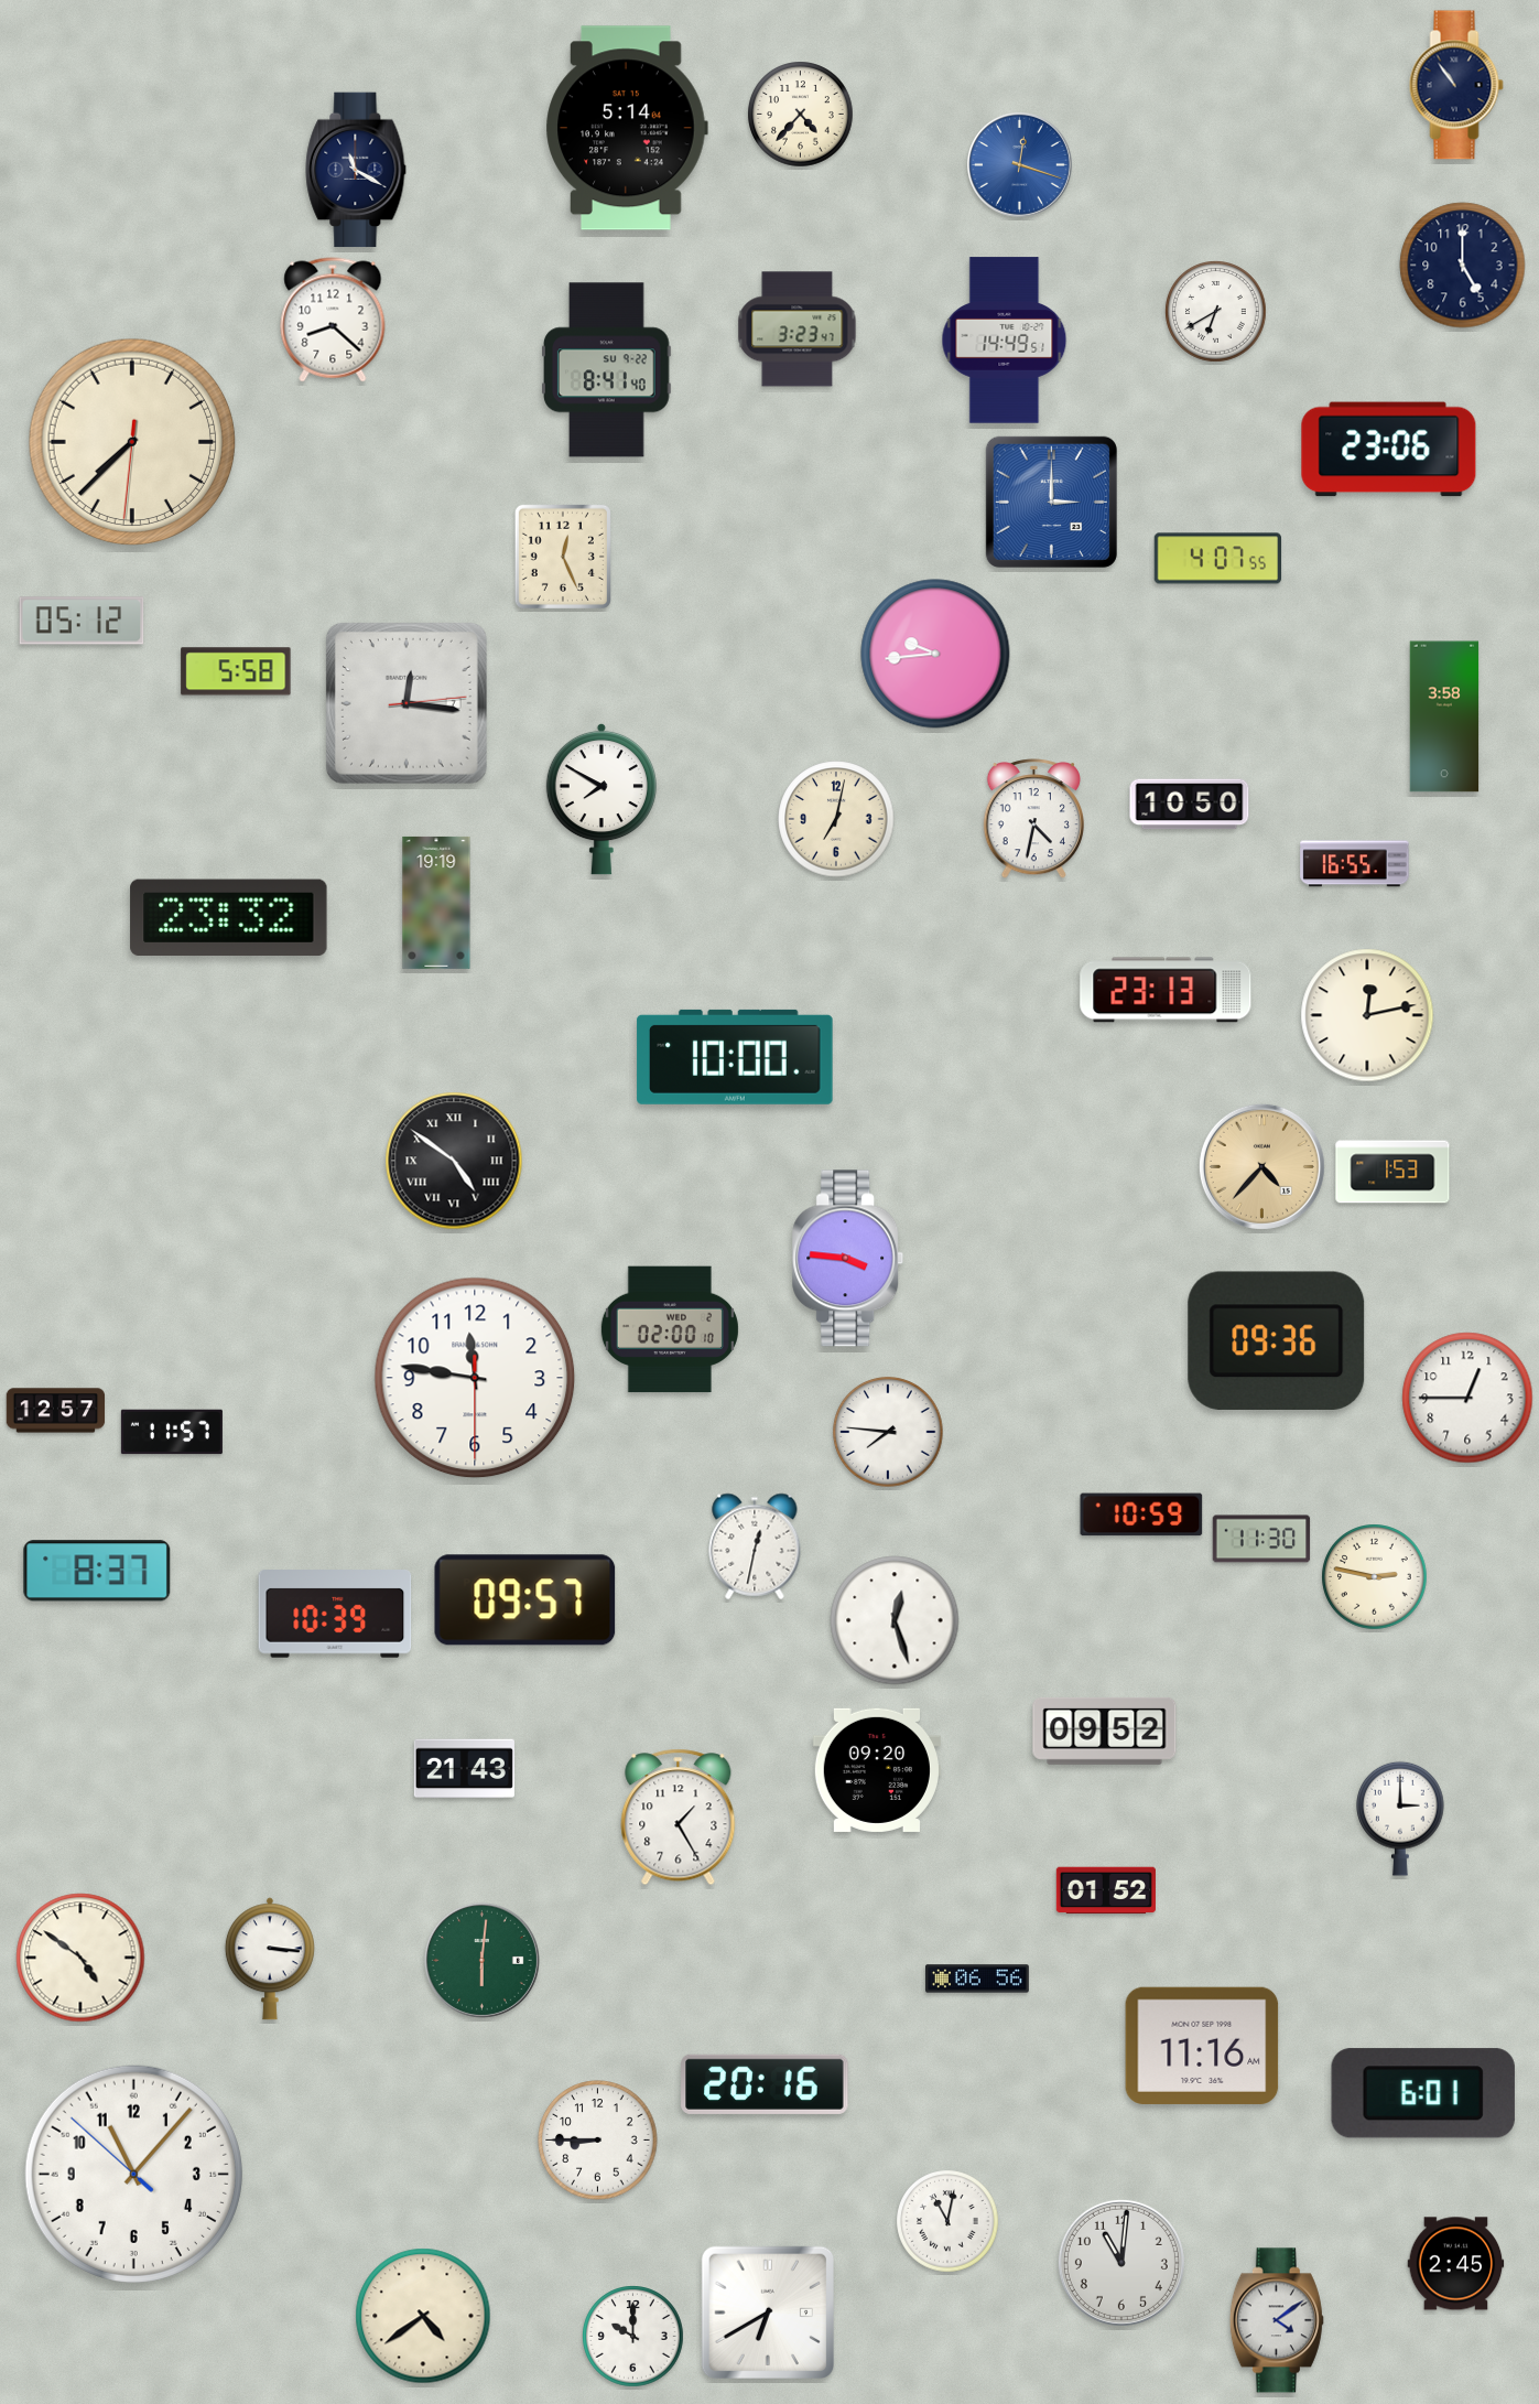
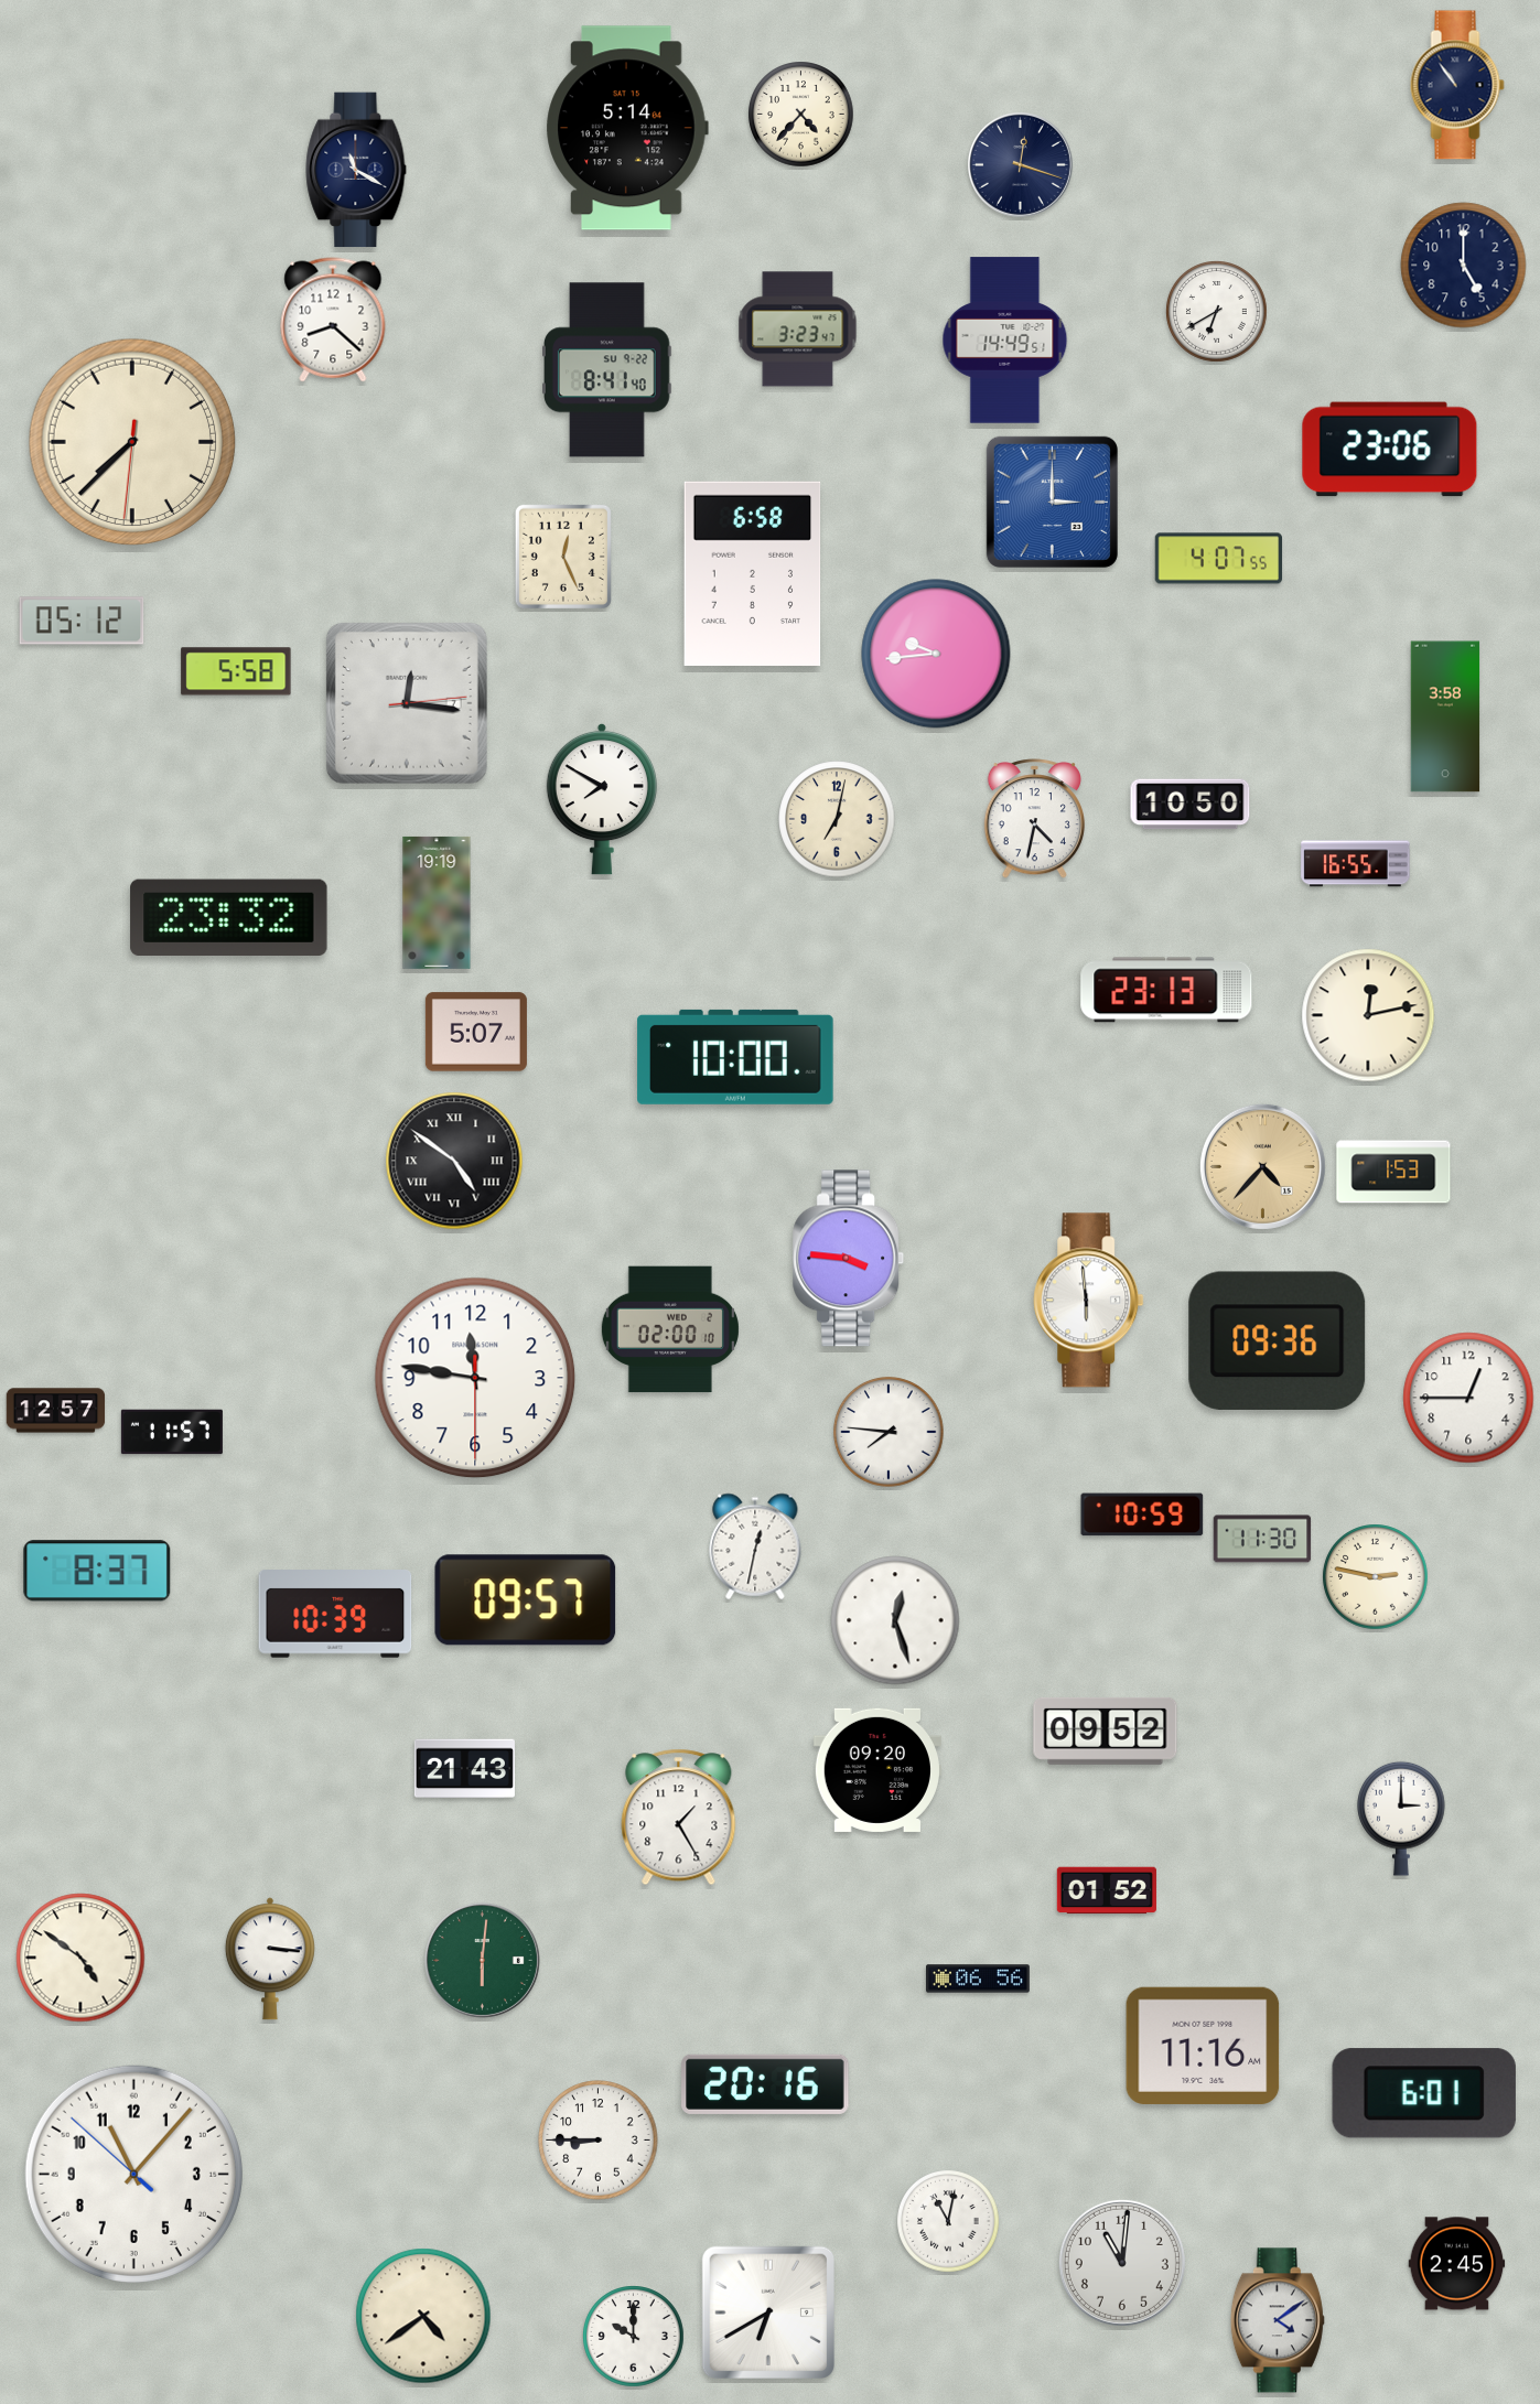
clock at (1019, 164) dial: blue -> navy
clock at (753, 573): none -> 6:58
clock at (476, 1032): none -> 5:07
clock at (1089, 1301): none -> 5:59
